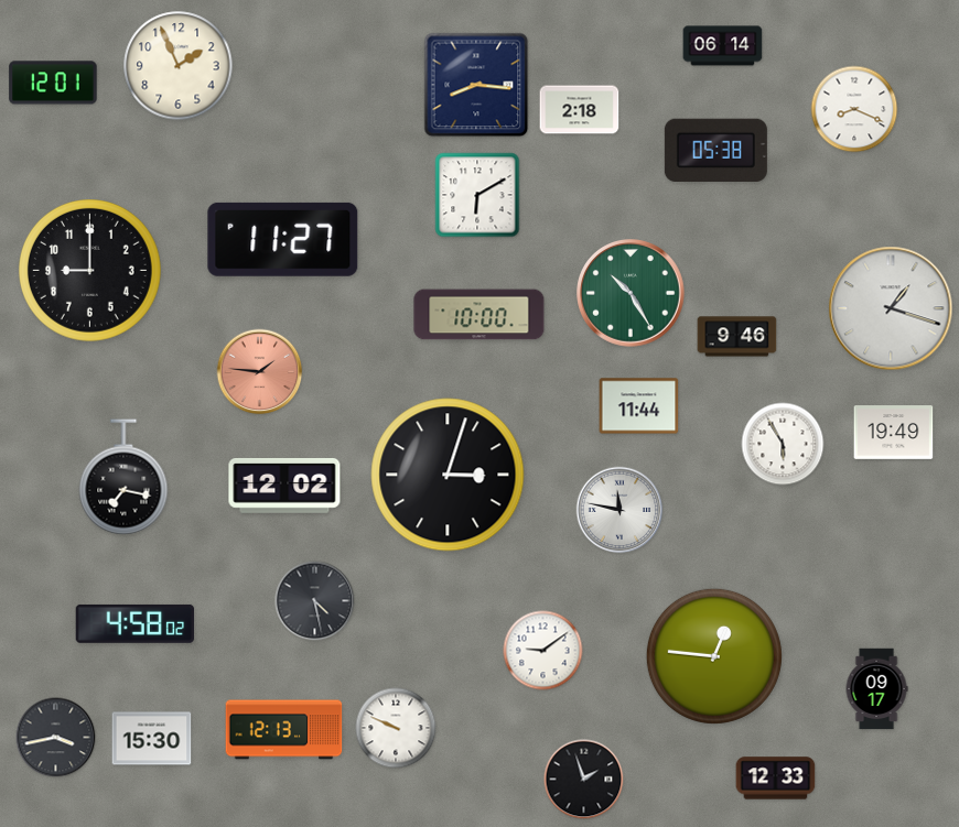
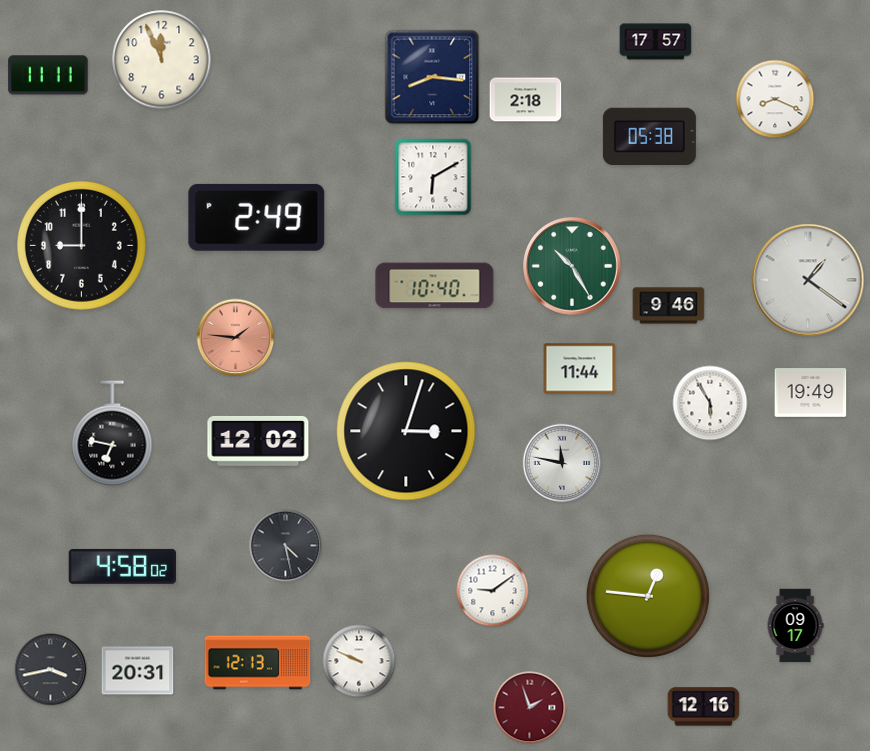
clock at (723, 46): 06:14 -> 17:57
clock at (179, 66): 1:56 -> 11:56
clock at (53, 83): 12:01 -> 11:11
clock at (283, 239): 11:27 -> 2:49
clock at (891, 308): 1:18 -> 1:21
clock at (479, 315): 10:00 -> 10:40
clock at (123, 477): 7:17 -> 6:47
clock at (152, 739): 15:30 -> 20:31
clock at (776, 779): 12:33 -> 12:16
clock at (584, 780) dial: black -> burgundy
